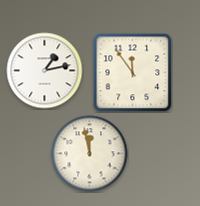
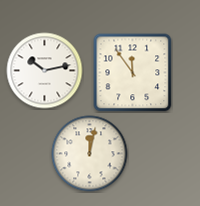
clock at (45, 71): 1:13 -> 10:13
clock at (90, 154): 11:58 -> 12:02
